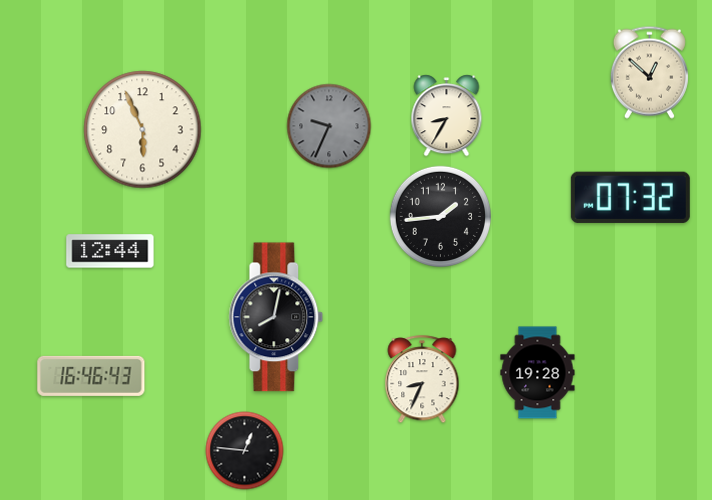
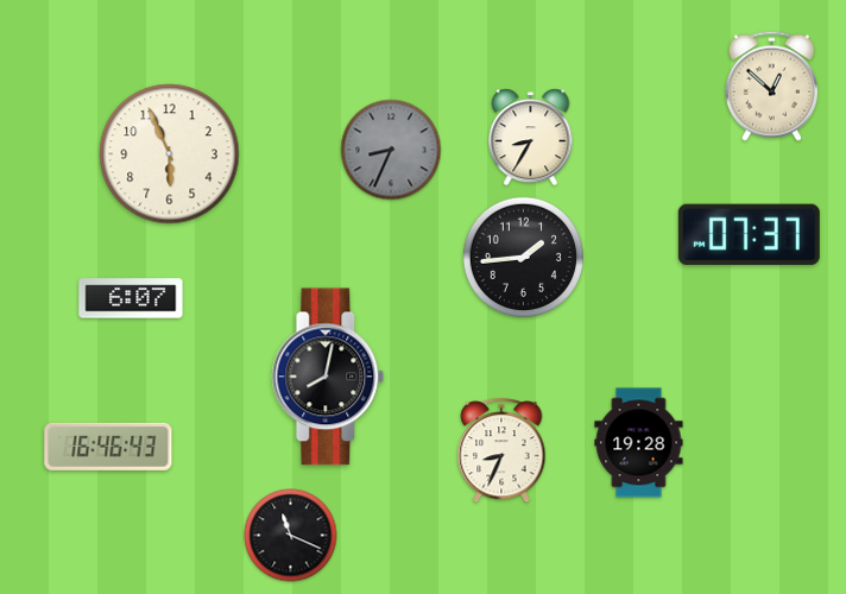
clock at (329, 126): 9:34 -> 8:34
clock at (630, 197): 07:32 -> 07:37
clock at (110, 251): 12:44 -> 6:07
clock at (245, 451): 12:46 -> 11:19
